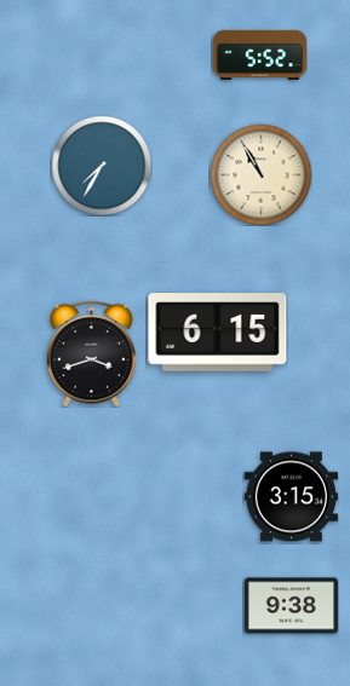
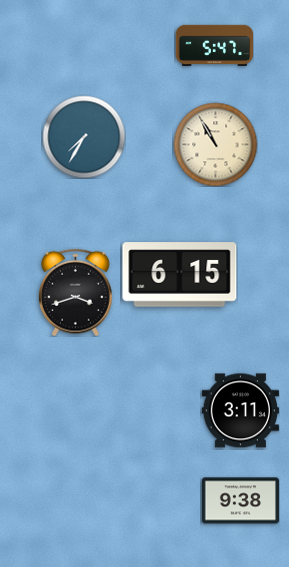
clock at (259, 54): 5:52 -> 5:47
clock at (291, 497): 3:15 -> 3:11
